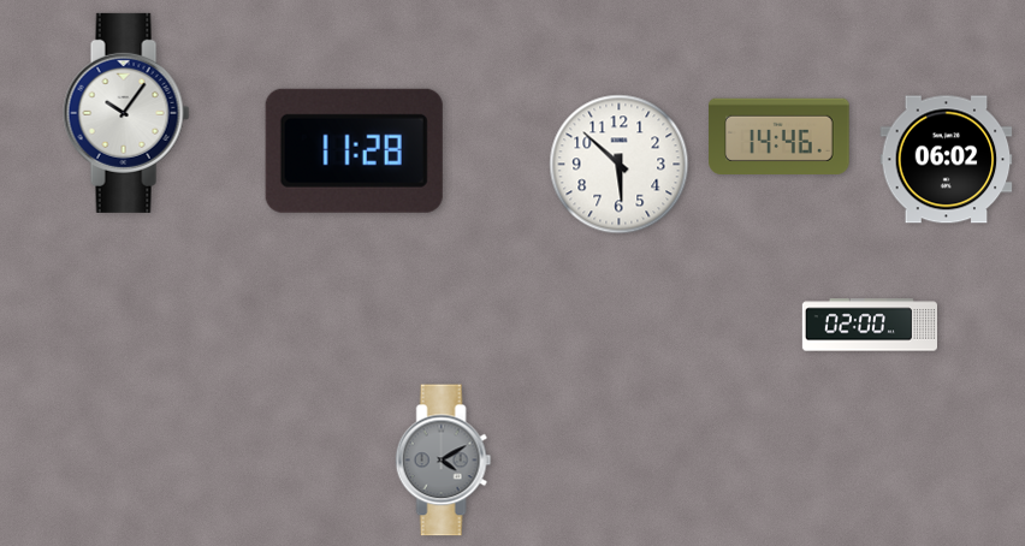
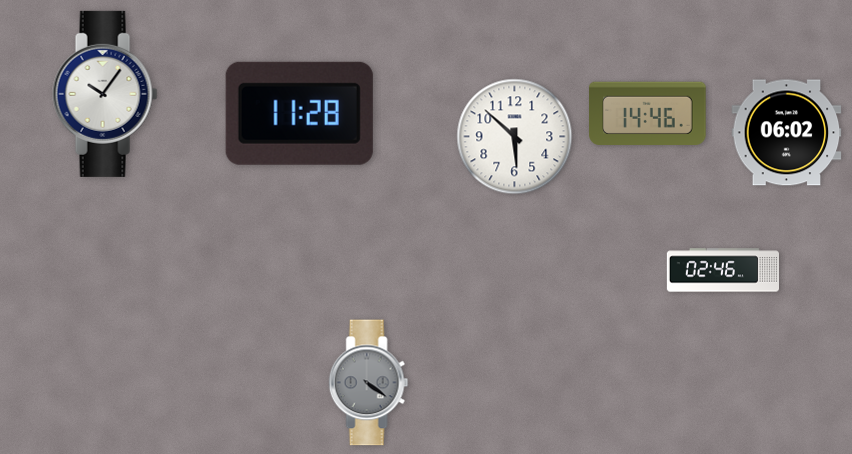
clock at (354, 150) position: (354, 150) -> (299, 113)
clock at (869, 325): 02:00 -> 02:46
clock at (444, 461): 4:10 -> 4:21
